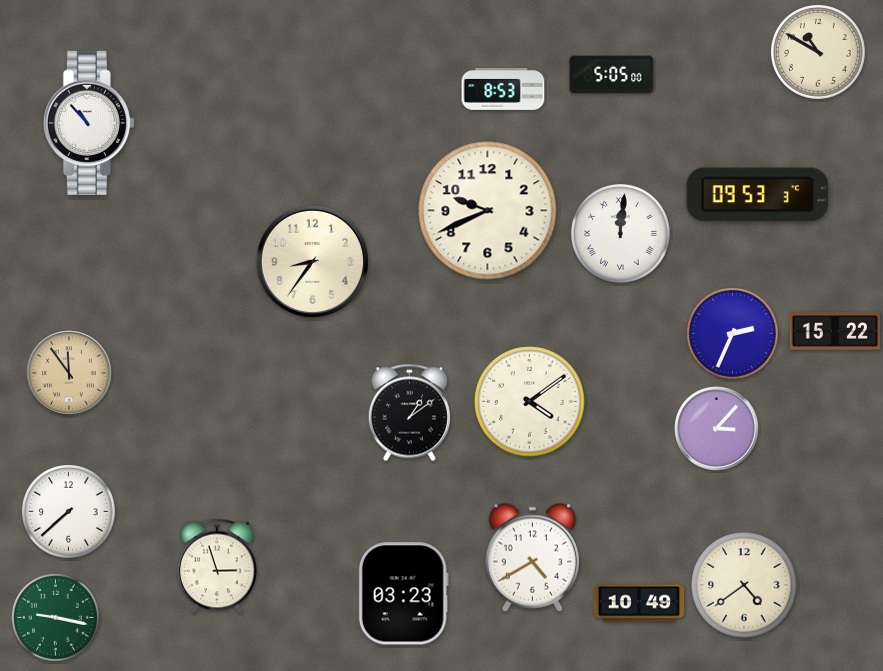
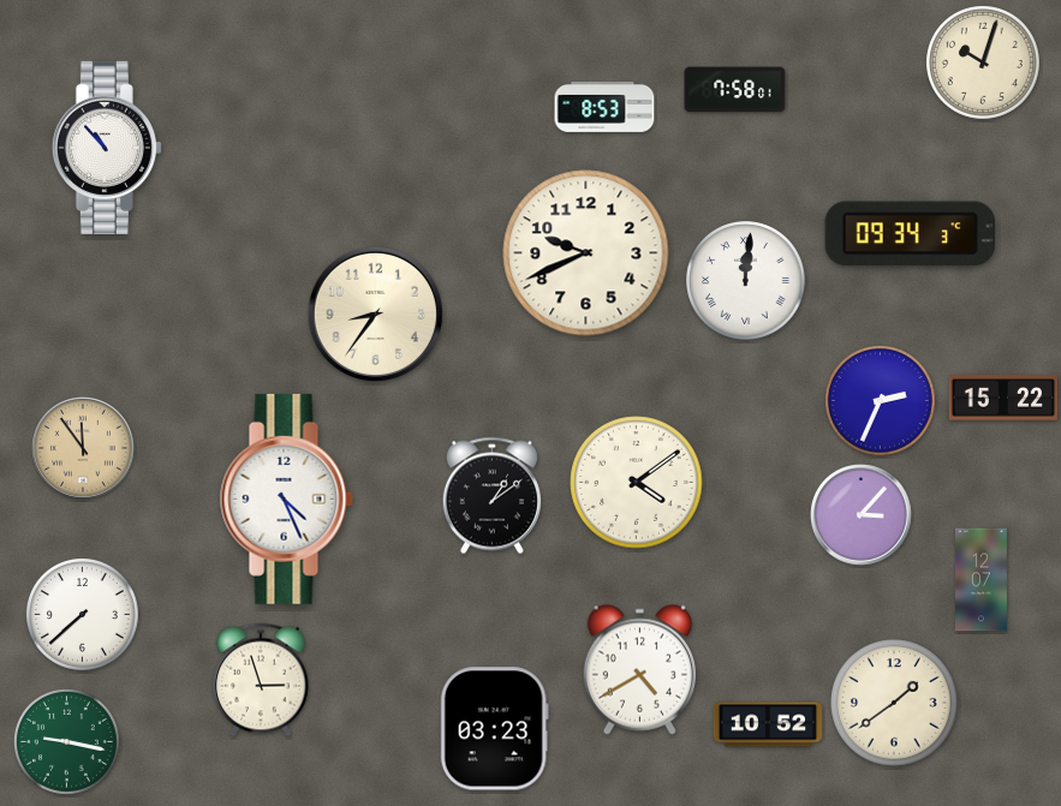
clock at (819, 53): 10:50 -> 10:03
clock at (612, 75): 5:05 -> 7:58
clock at (757, 195): 09:53 -> 09:34
clock at (286, 498): none -> 4:26
clock at (980, 580): none -> 12:07
clock at (744, 585): 4:39 -> 1:39
clock at (403, 594) position: (403, 594) -> (494, 729)
clock at (639, 603): 10:49 -> 10:52
